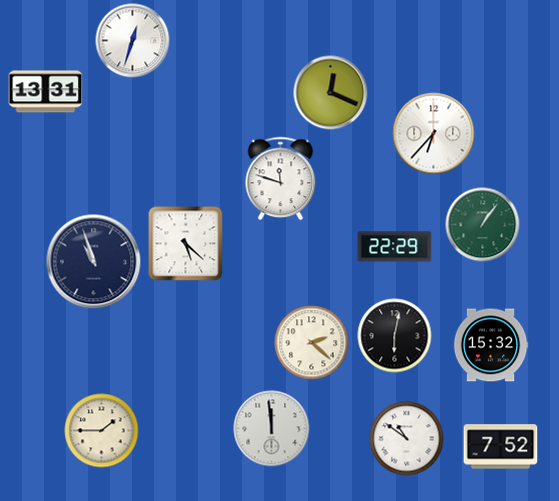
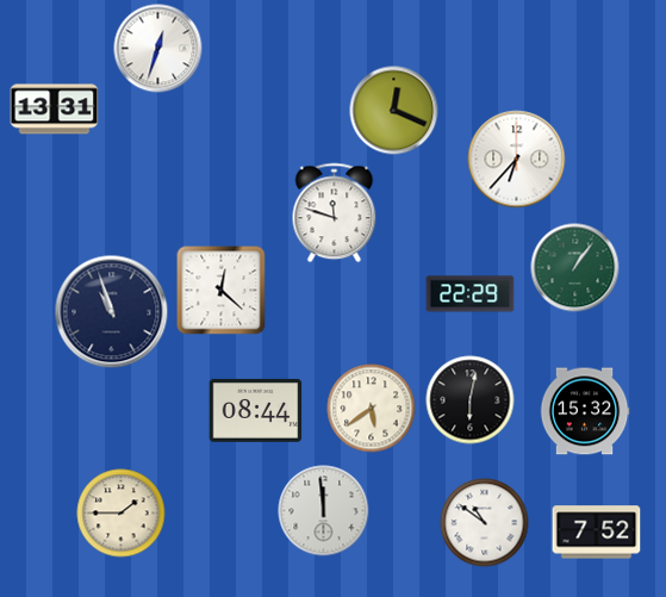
clock at (186, 244): 5:22 -> 12:22
clock at (312, 343): 2:22 -> 5:39
clock at (256, 410): none -> 08:44
